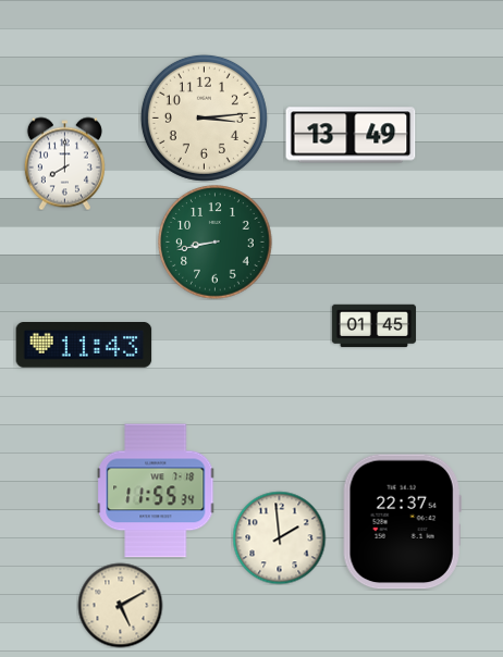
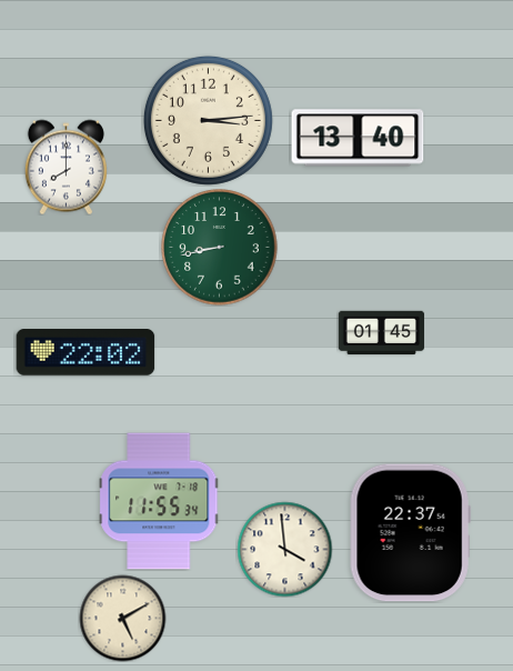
clock at (351, 135): 13:49 -> 13:40
clock at (84, 346): 11:43 -> 22:02
clock at (279, 537): 1:59 -> 3:59
